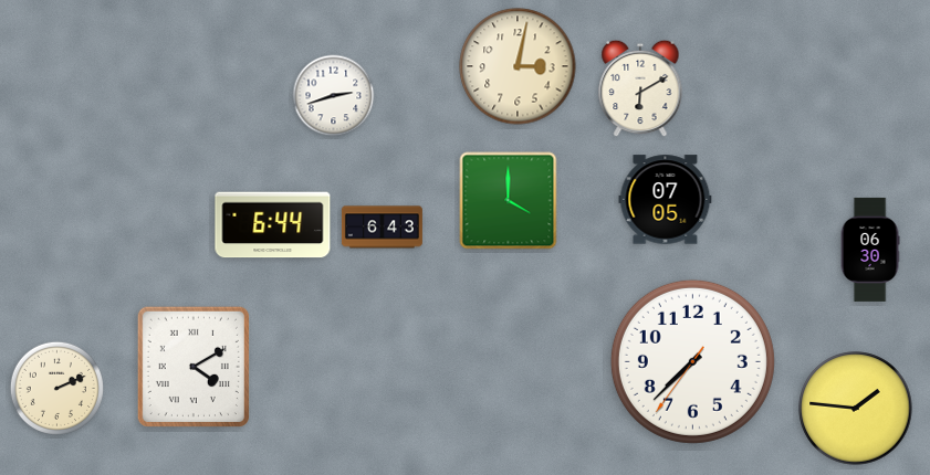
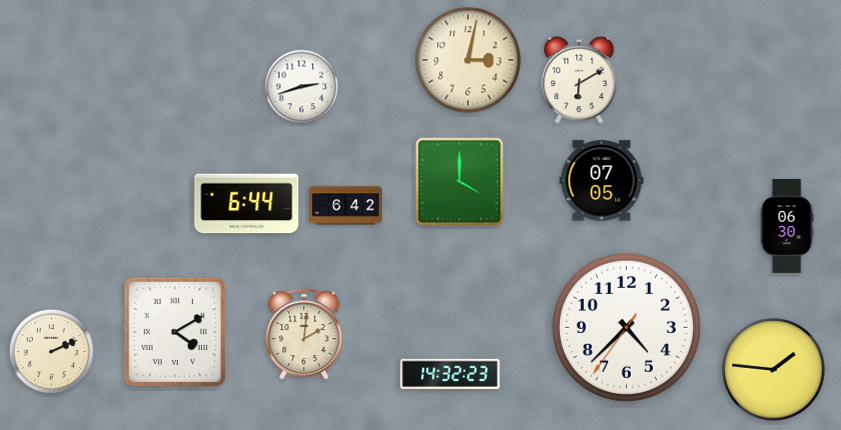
clock at (382, 228): 6:43 -> 6:42
clock at (692, 361): 7:37 -> 4:37
clock at (304, 334): none -> 2:01
clock at (450, 374): none -> 14:32
